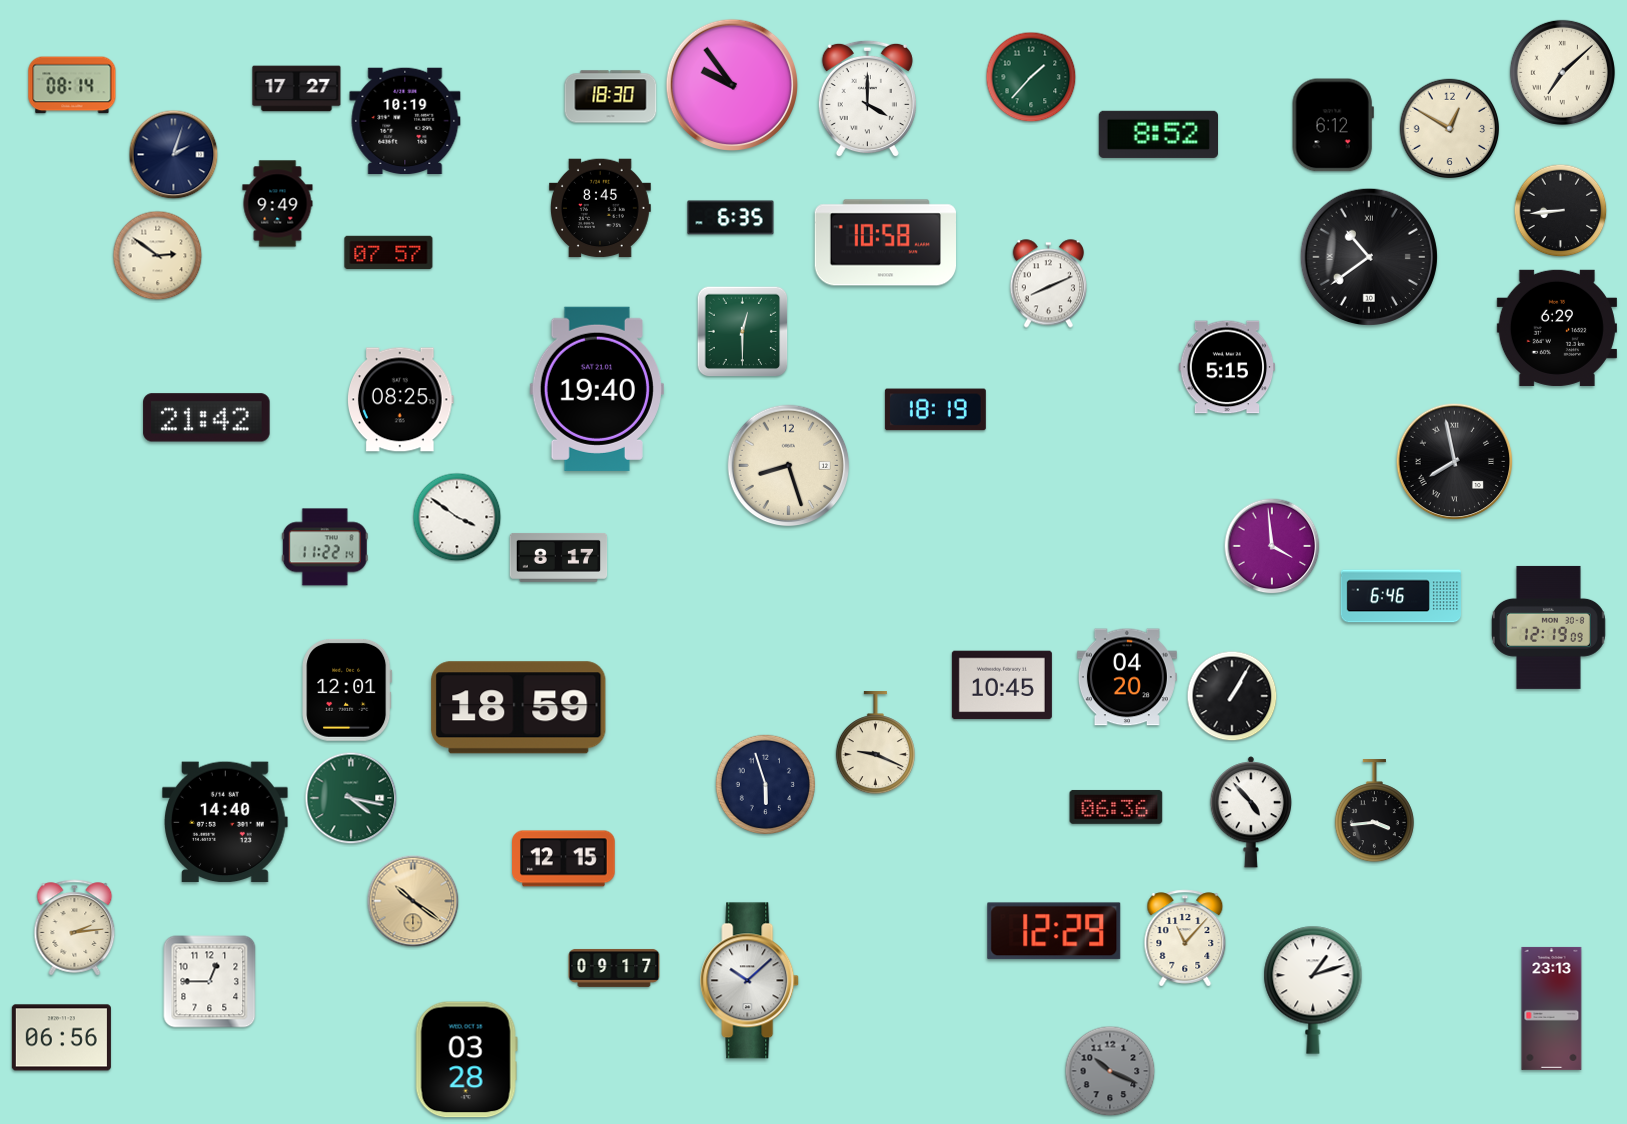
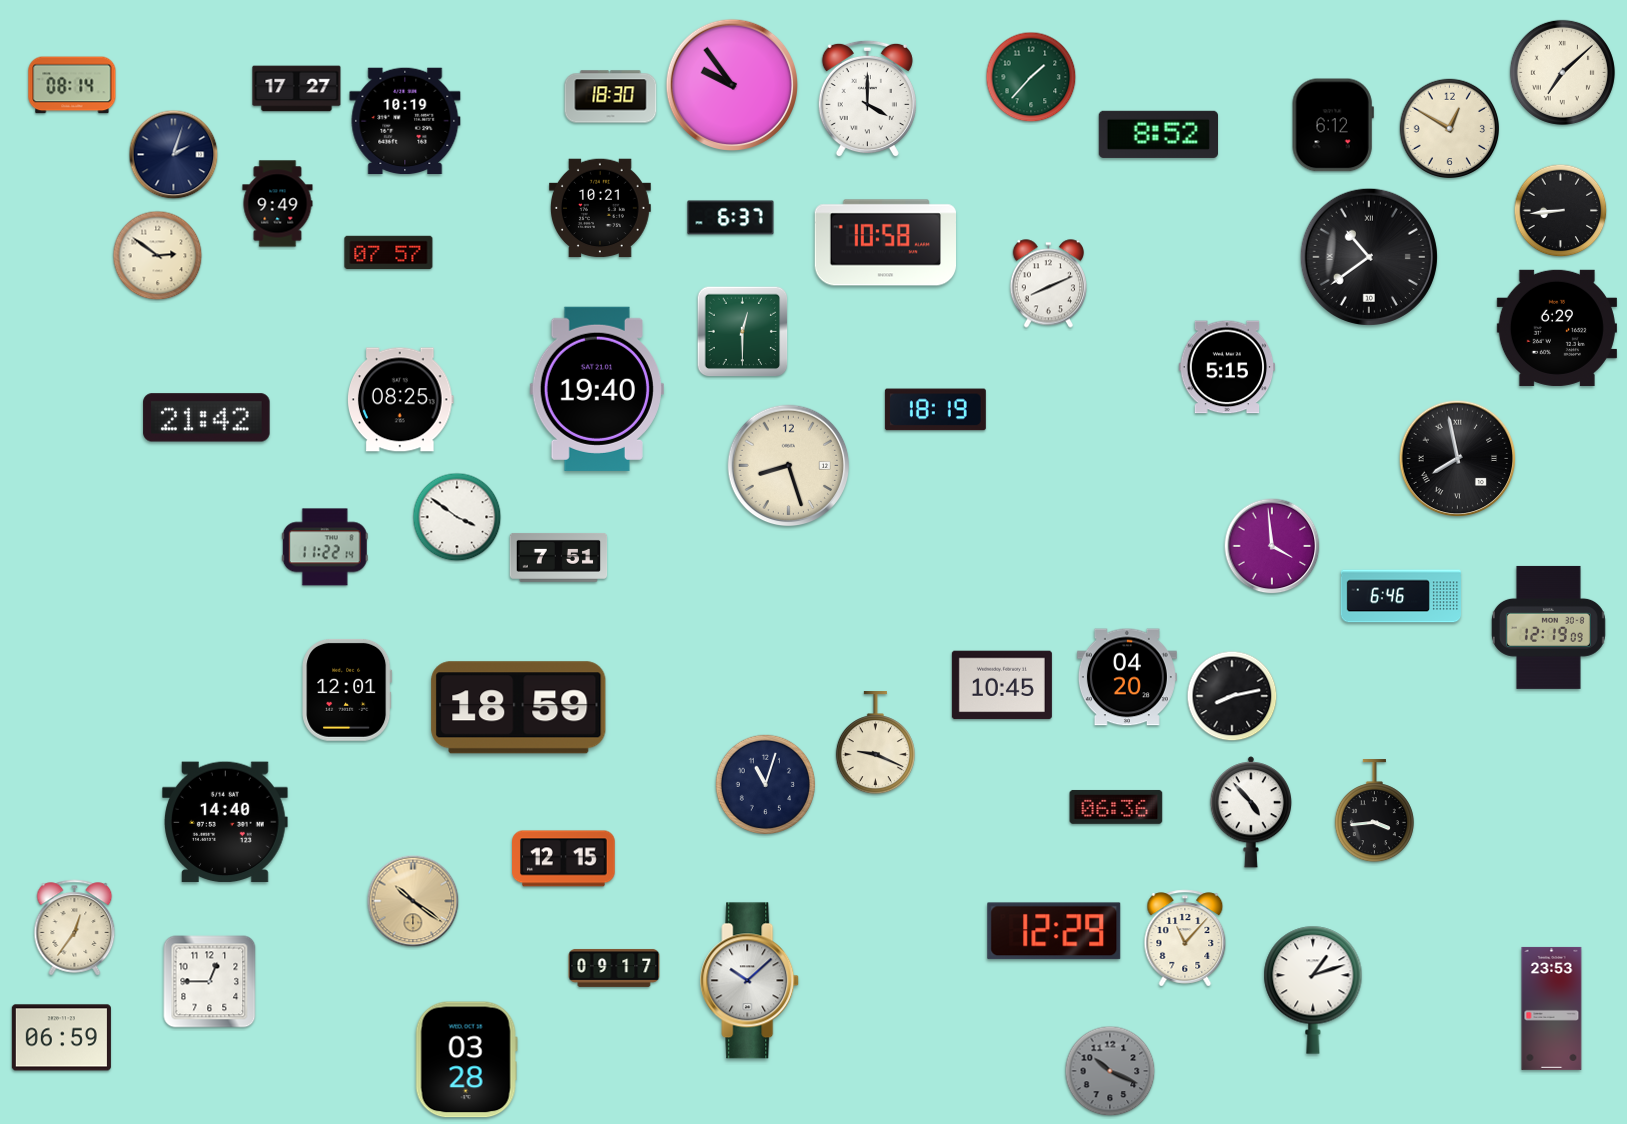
clock at (600, 208): 8:45 -> 10:21
clock at (731, 218): 6:35 -> 6:37
clock at (1455, 462) position: (1455, 462) -> (1458, 459)
clock at (559, 557): 8:17 -> 7:51
clock at (1232, 696): 1:05 -> 8:13
clock at (765, 784): 5:57 -> 11:03
clock at (351, 798): 4:17 -> none
clock at (75, 928): 2:14 -> 12:36
clock at (1552, 1008): 23:13 -> 23:53
clock at (61, 1038): 06:56 -> 06:59
